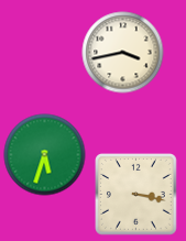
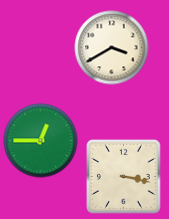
clock at (123, 53): 3:43 -> 3:40
clock at (45, 155): 5:33 -> 12:45
